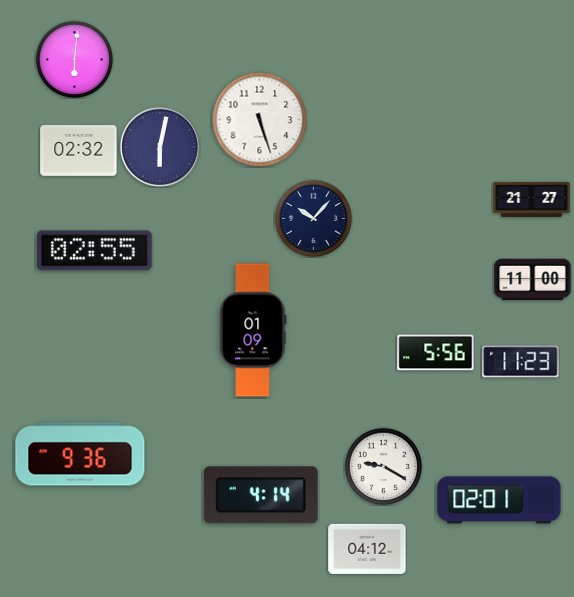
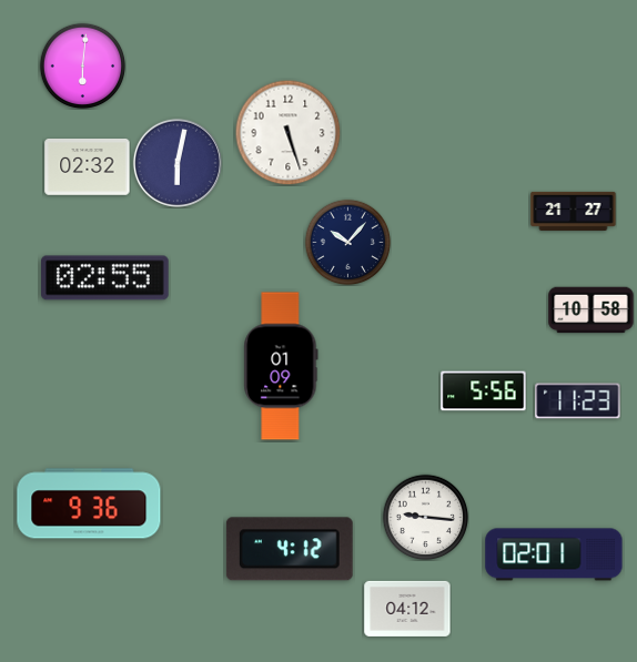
clock at (532, 199) position: (532, 199) -> (574, 211)
clock at (533, 280): 11:00 -> 10:58
clock at (383, 466): 9:20 -> 9:16
clock at (261, 495): 4:14 -> 4:12
